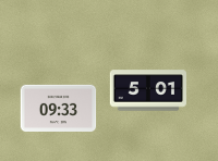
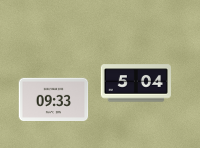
clock at (147, 90): 5:01 -> 5:04
